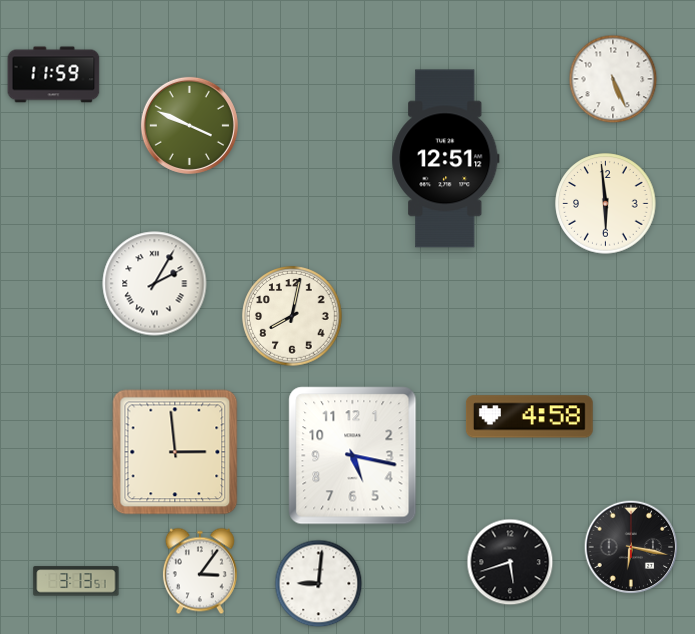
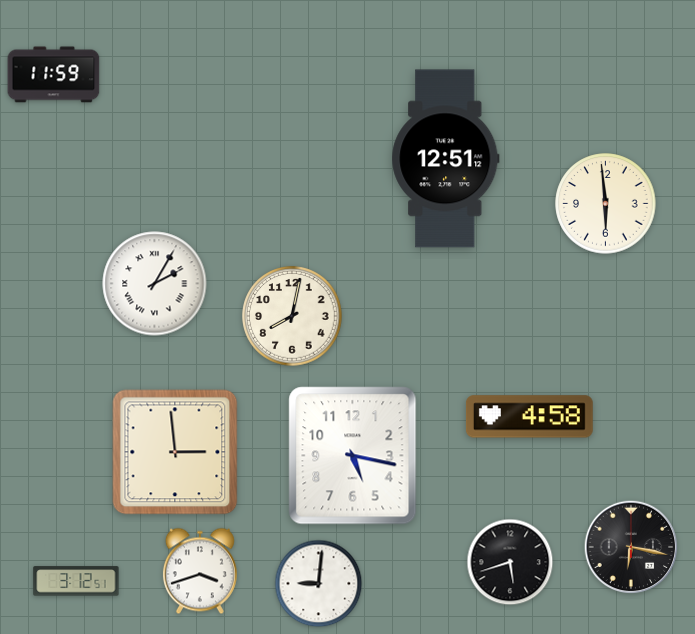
clock at (613, 79): 5:26 -> none
clock at (189, 125): 3:49 -> none
clock at (200, 571): 3:06 -> 3:42
clock at (76, 581): 3:13 -> 3:12
